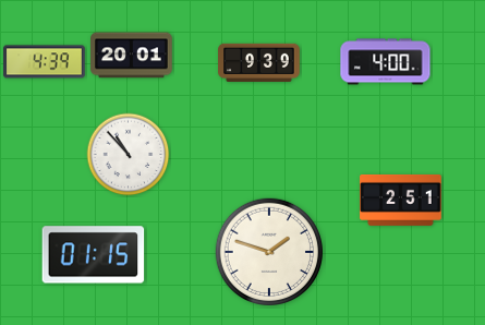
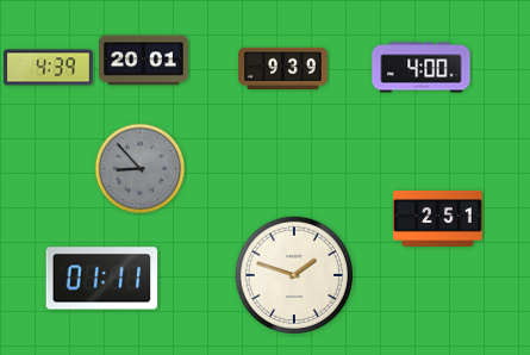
clock at (129, 155): 10:53 -> 8:53
clock at (129, 155) dial: white -> grey
clock at (94, 255): 01:15 -> 01:11
